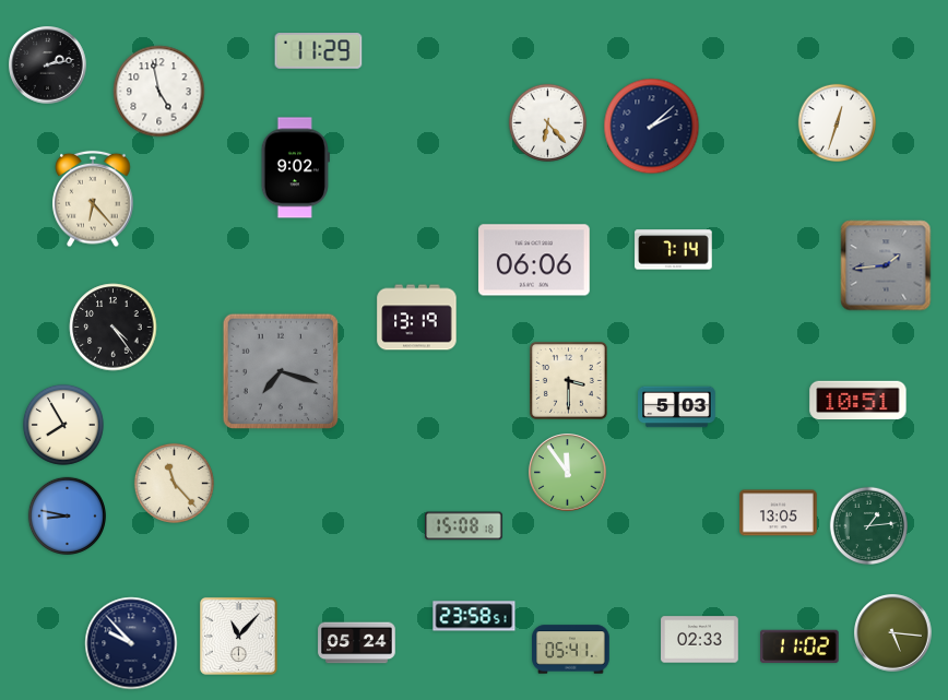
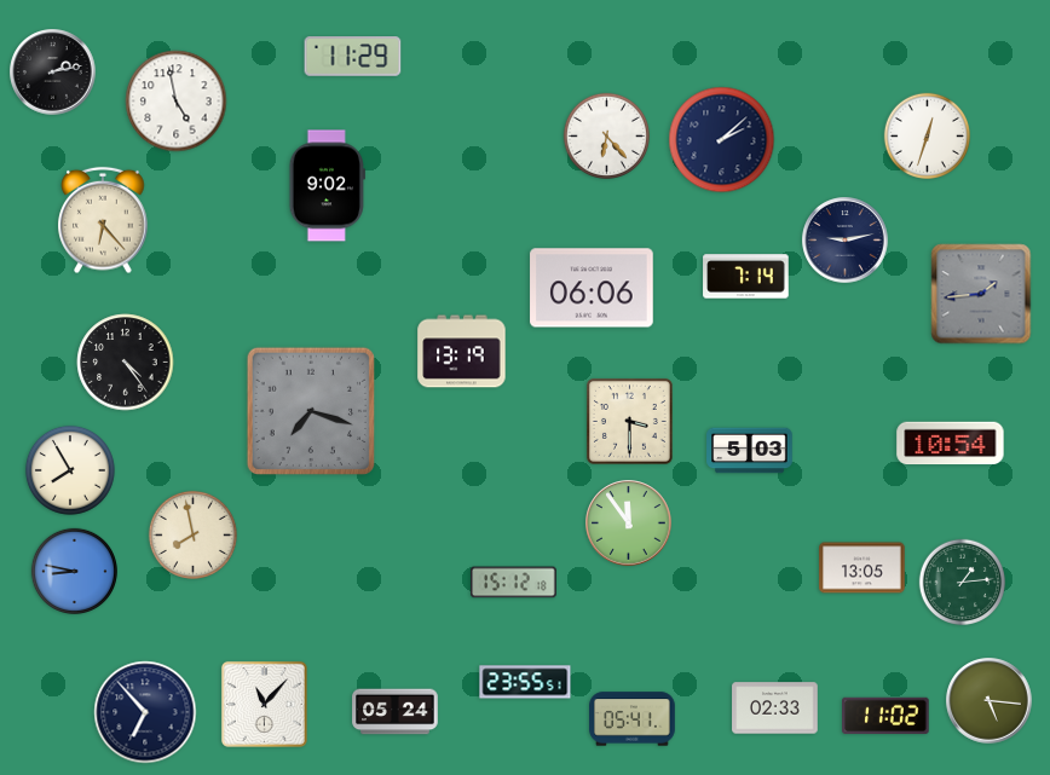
clock at (846, 241): none -> 9:13
clock at (858, 401): 10:51 -> 10:54
clock at (174, 483): 11:23 -> 7:58
clock at (464, 526): 15:08 -> 15:12
clock at (474, 616): 23:58 -> 23:55
clock at (131, 643): 9:53 -> 6:53
